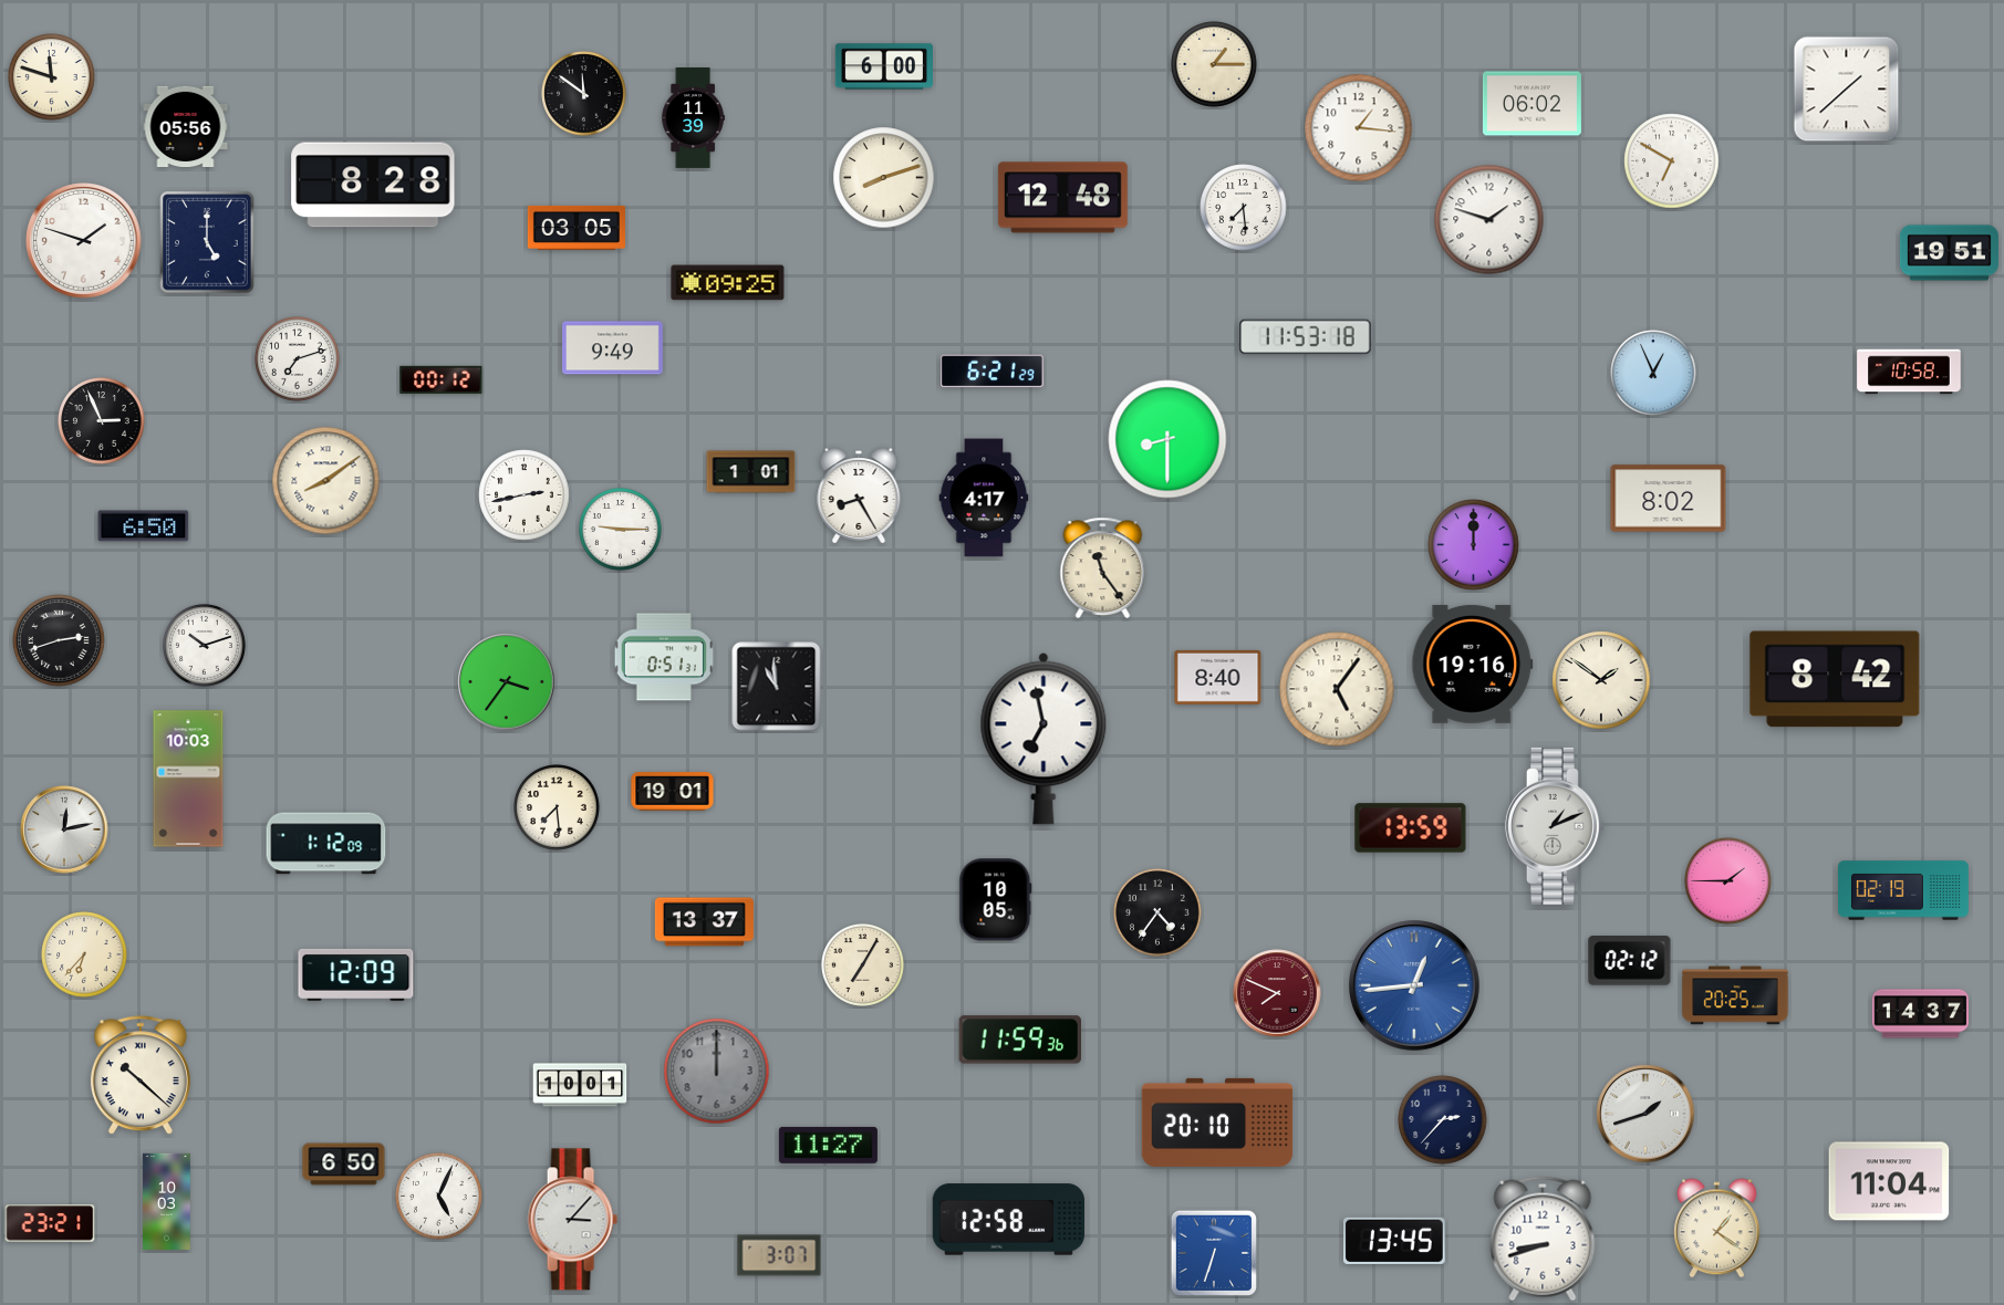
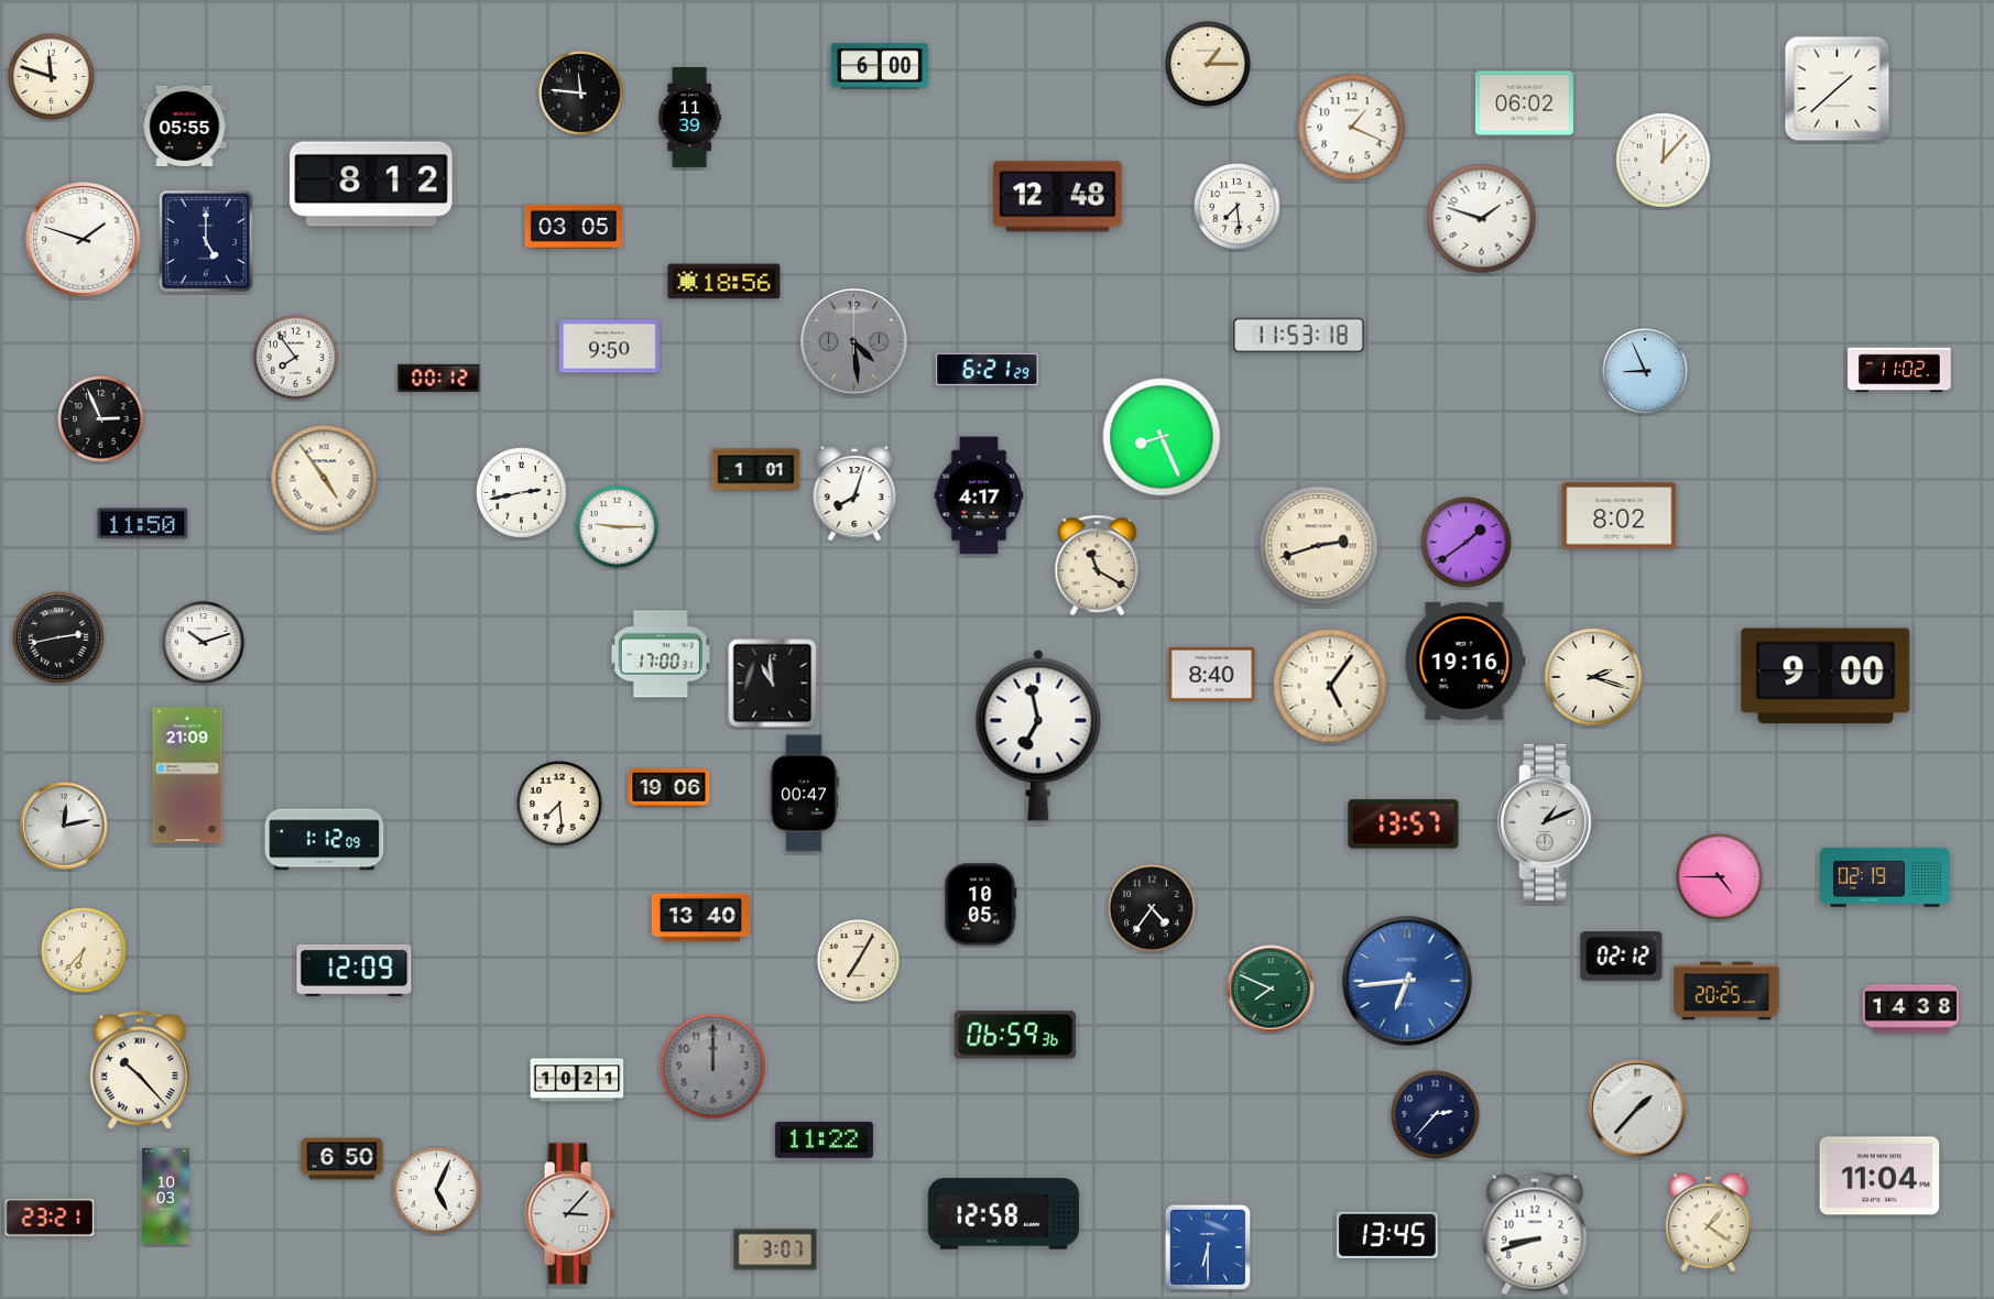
clock at (584, 94): 11:51 -> 11:46
clock at (186, 126): 05:56 -> 05:55
clock at (1359, 128): 1:16 -> 1:19
clock at (1672, 161): 6:50 -> 12:07
clock at (884, 178): 8:12 -> none
clock at (373, 185): 8:28 -> 8:12
clock at (1949, 253): 19:51 -> none
clock at (728, 283): 09:25 -> 18:56
clock at (854, 342): none -> 4:29
clock at (612, 348): 9:49 -> 9:50
clock at (298, 359): 7:12 -> 7:54
clock at (1909, 372): 10:58 -> 11:02
clock at (1653, 373): 12:56 -> 8:56
clock at (1167, 439): 8:30 -> 8:26
clock at (751, 472) position: (751, 472) -> (756, 470)
clock at (326, 481): 8:09 -> 4:54
clock at (859, 497): 8:25 -> 8:03
clock at (1669, 499) position: (1669, 499) -> (1620, 516)
clock at (144, 526): 6:50 -> 11:50
clock at (1474, 545): 12:00 -> 1:39
clock at (1319, 546): none -> 2:42
clock at (1103, 568): 11:24 -> 11:20
clock at (59, 640): 2:42 -> 2:43
clock at (664, 657): 0:51 -> 17:00
clock at (1835, 679): 8:42 -> 9:00
clock at (1601, 680): 1:51 -> 2:18
clock at (507, 682): 3:36 -> none
clock at (188, 779): 10:03 -> 21:09
clock at (673, 792): 19:01 -> 19:06
clock at (804, 794): none -> 00:47
clock at (557, 807) position: (557, 807) -> (559, 804)
clock at (1411, 828): 13:59 -> 13:57
clock at (1728, 881): 1:45 -> 4:45
clock at (1903, 890) position: (1903, 890) -> (1885, 877)
clock at (996, 900) position: (996, 900) -> (981, 905)
clock at (704, 922): 13:37 -> 13:40
clock at (1415, 986): 12:44 -> 6:44
clock at (1277, 993) dial: burgundy -> green
clock at (1920, 1014): 14:37 -> 14:38
clock at (1019, 1040): 11:59 -> 06:59
clock at (141, 1076): 10:22 -> 10:23
clock at (580, 1085): 10:01 -> 10:21
clock at (1645, 1114): 1:42 -> 1:37
clock at (1217, 1123): 20:10 -> none
clock at (828, 1145): 11:27 -> 11:22
clock at (1213, 1252): 6:33 -> 6:30
